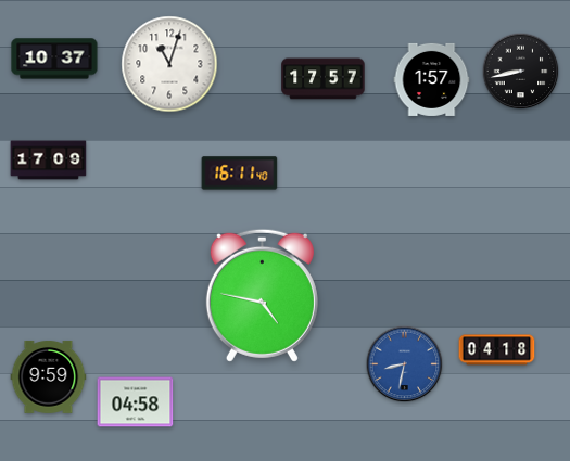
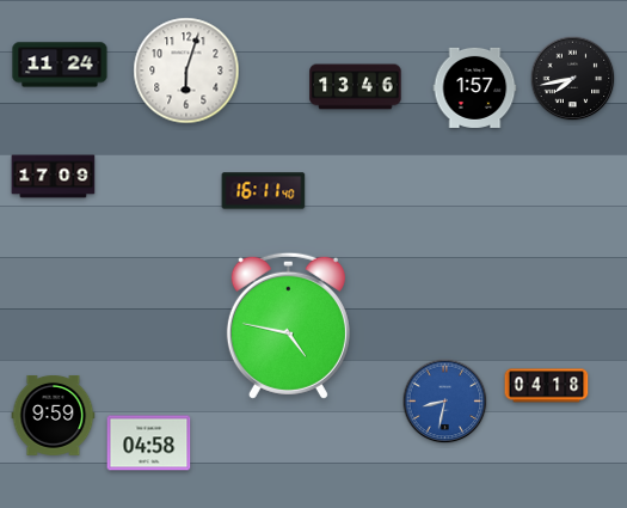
clock at (54, 59): 10:37 -> 11:24
clock at (169, 64): 11:03 -> 6:03
clock at (521, 72): 8:43 -> 7:43
clock at (324, 79): 17:57 -> 13:46
